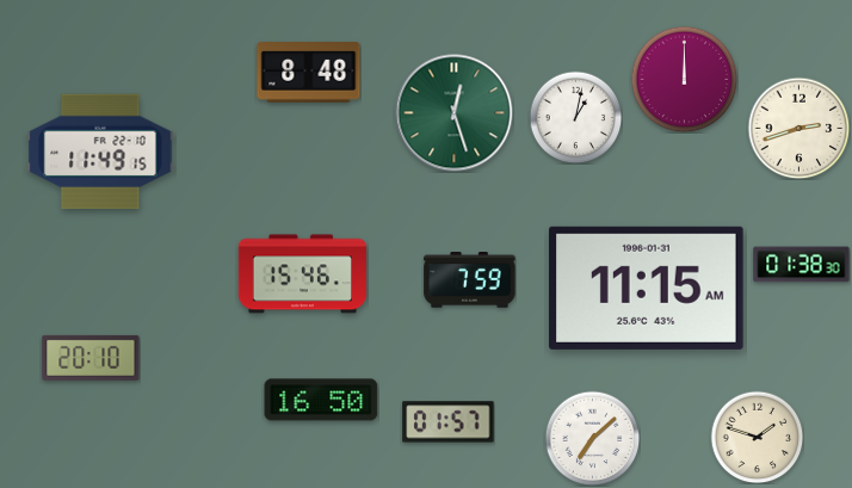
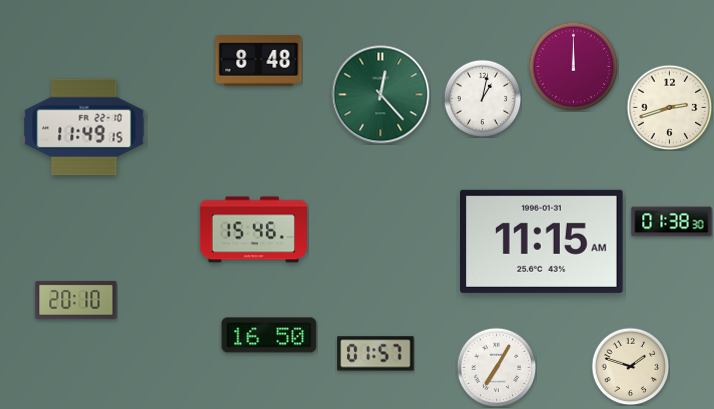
clock at (455, 113): 12:27 -> 12:23
clock at (470, 280): 7:59 -> none
clock at (757, 437) position: (757, 437) -> (630, 366)
clock at (592, 438): 7:08 -> 7:05
